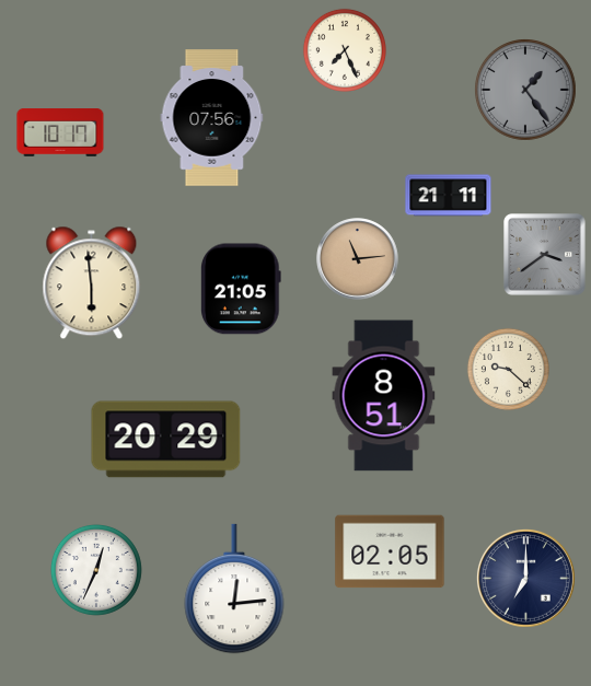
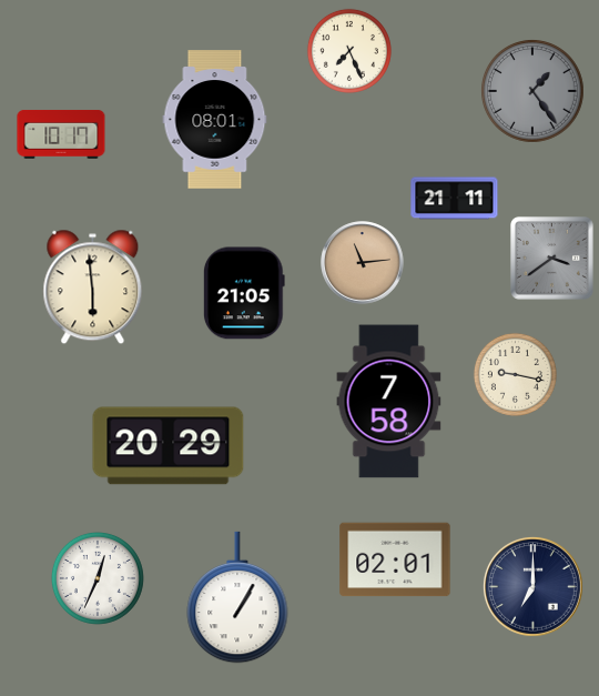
clock at (212, 118): 07:56 -> 08:01
clock at (508, 369): 9:22 -> 9:17
clock at (384, 396): 8:51 -> 7:58
clock at (390, 551): 02:05 -> 02:01
clock at (234, 589): 12:14 -> 1:05
